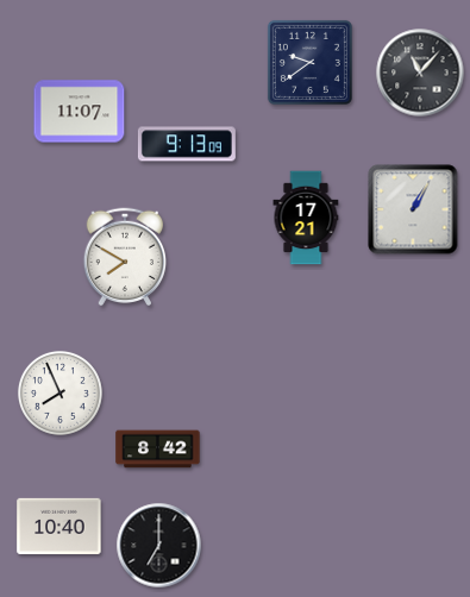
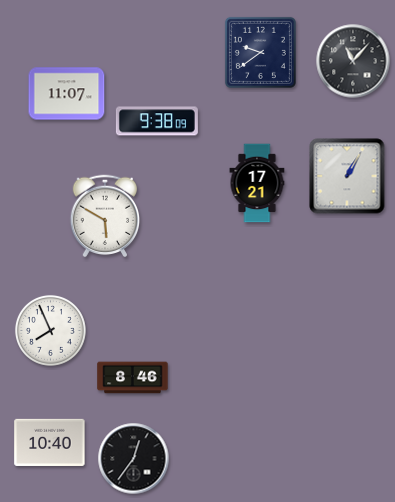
clock at (187, 144): 9:13 -> 9:38
clock at (125, 257): 7:50 -> 5:50
clock at (158, 450): 8:42 -> 8:46
clock at (159, 546): 7:00 -> 12:36
